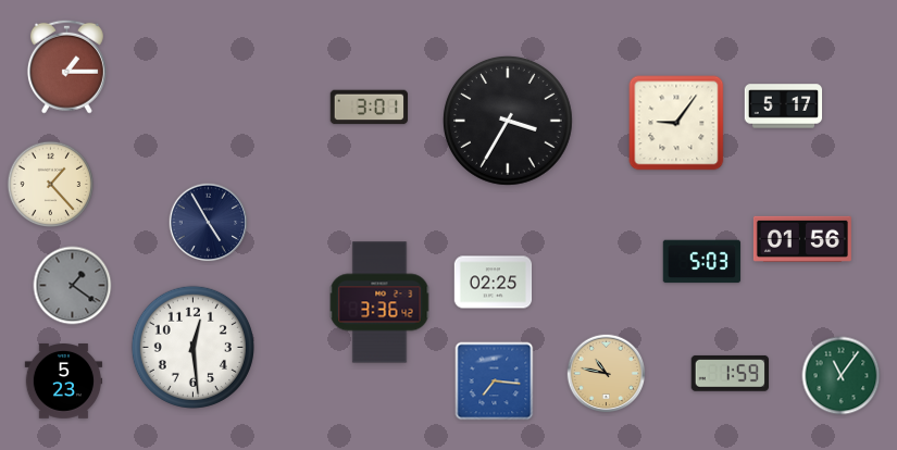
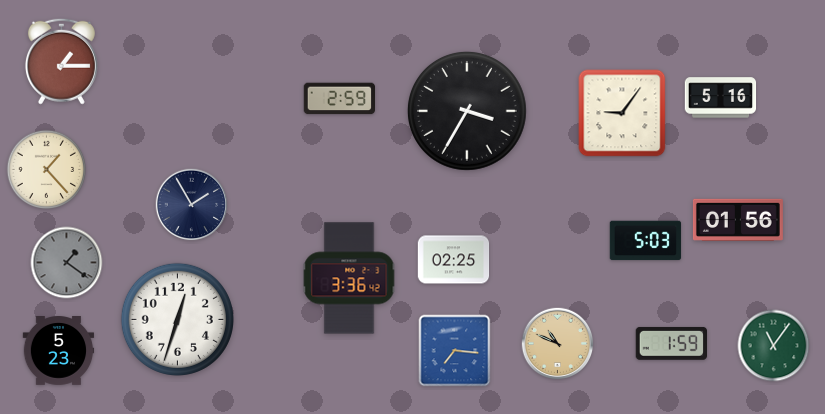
clock at (784, 107): 5:17 -> 5:16
clock at (370, 108): 3:01 -> 2:59
clock at (209, 223): 4:55 -> 1:55
clock at (192, 347): 12:29 -> 12:33
clock at (607, 374): 10:47 -> 10:49
